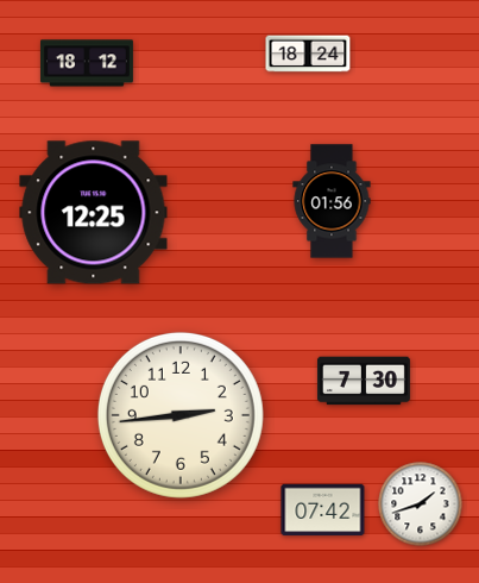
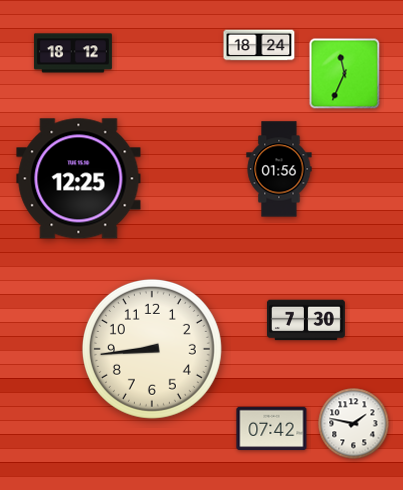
clock at (345, 74): none -> 11:34
clock at (181, 415): 2:44 -> 8:44
clock at (421, 504): 1:42 -> 1:47
